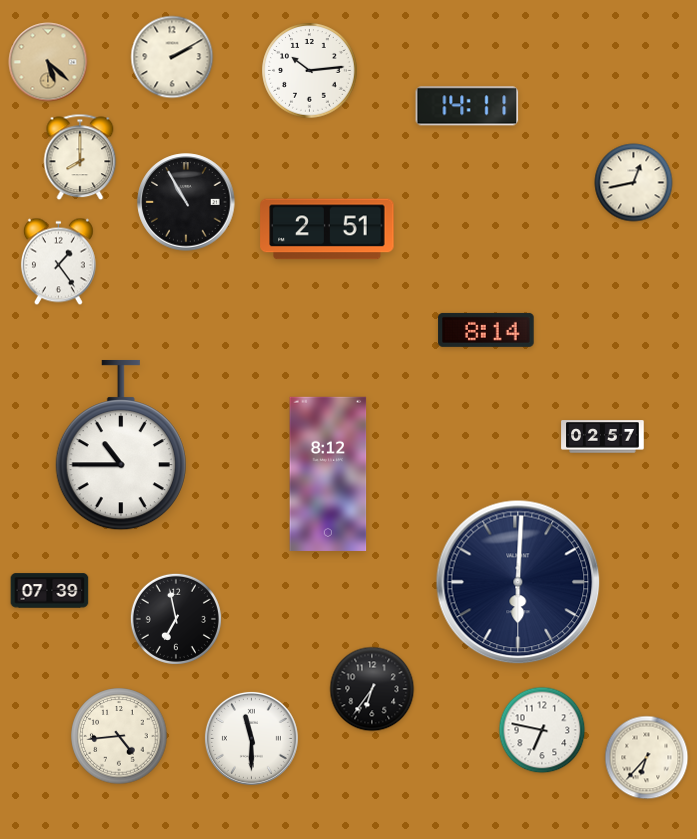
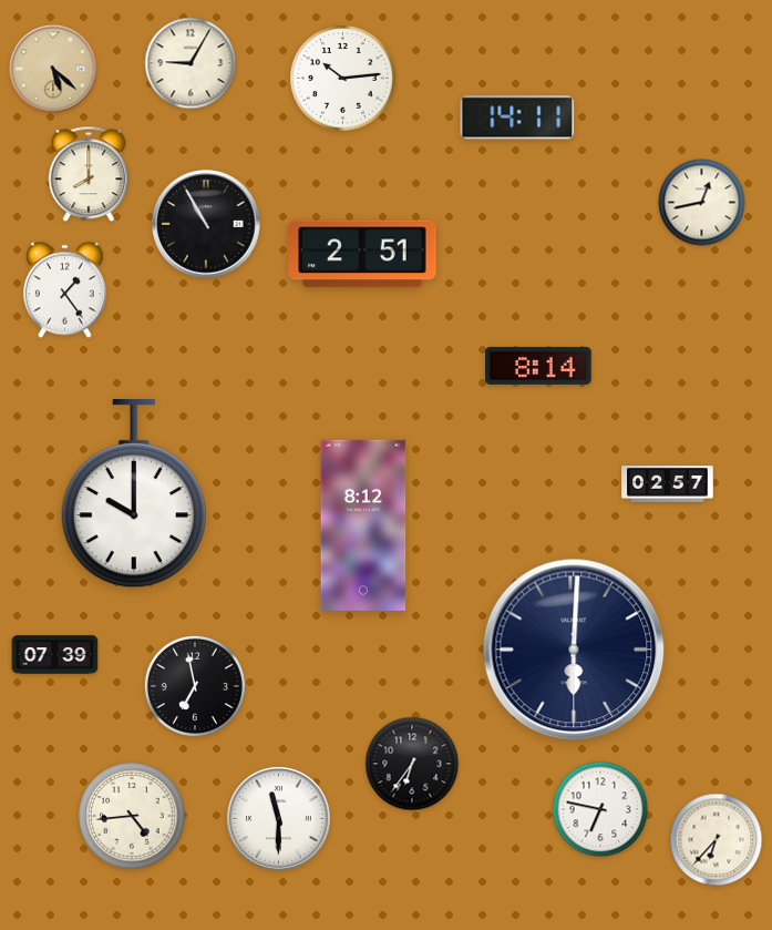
clock at (172, 57): 2:10 -> 9:05
clock at (121, 445): 10:45 -> 10:00
clock at (518, 582) position: (518, 582) -> (574, 650)
